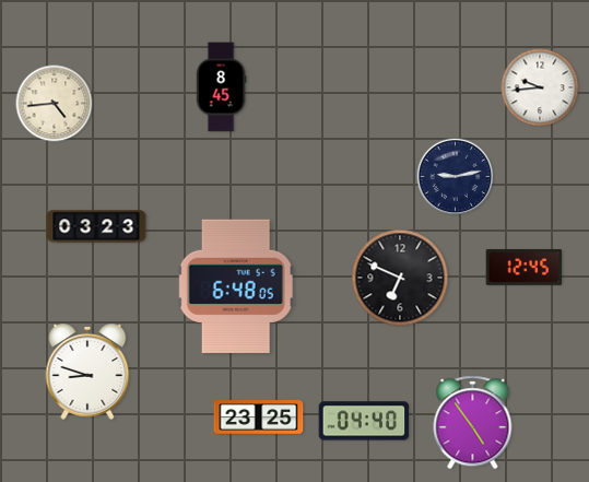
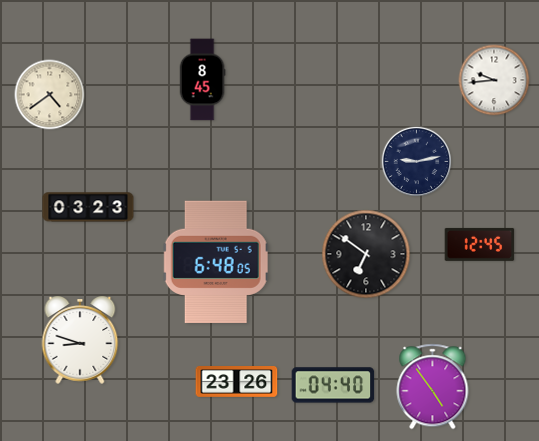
clock at (55, 104): 4:44 -> 4:39
clock at (400, 278): 6:49 -> 6:51
clock at (259, 418): 23:25 -> 23:26
